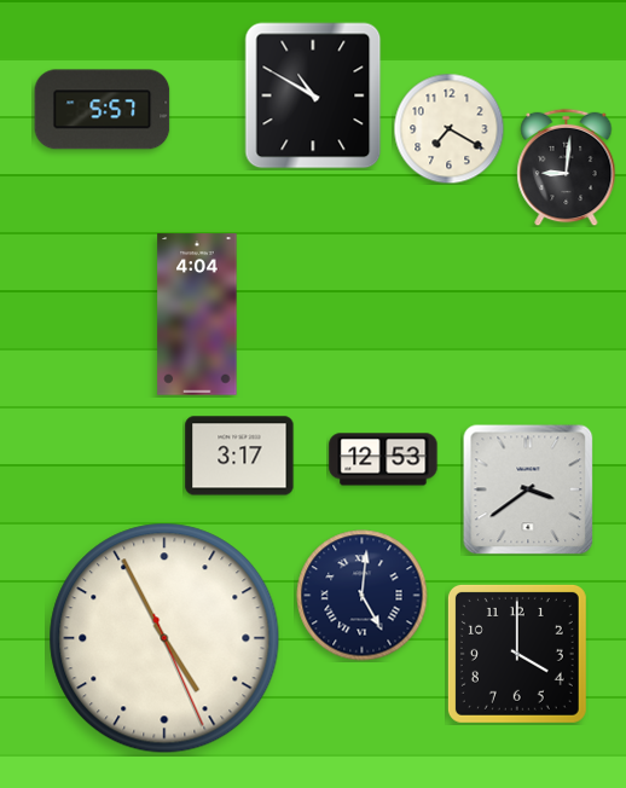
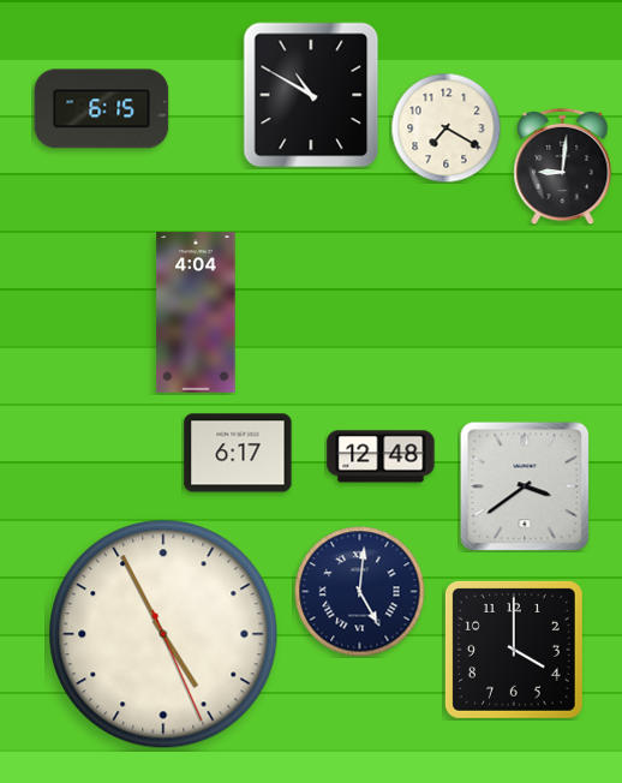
clock at (103, 110): 5:57 -> 6:15
clock at (239, 456): 3:17 -> 6:17
clock at (383, 459): 12:53 -> 12:48
